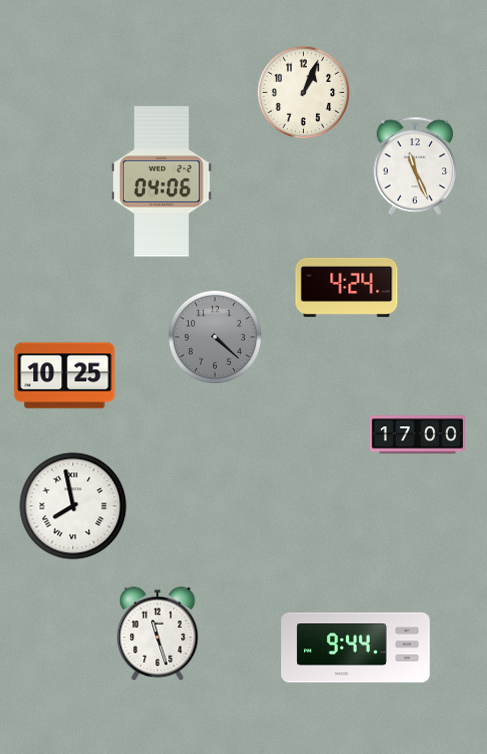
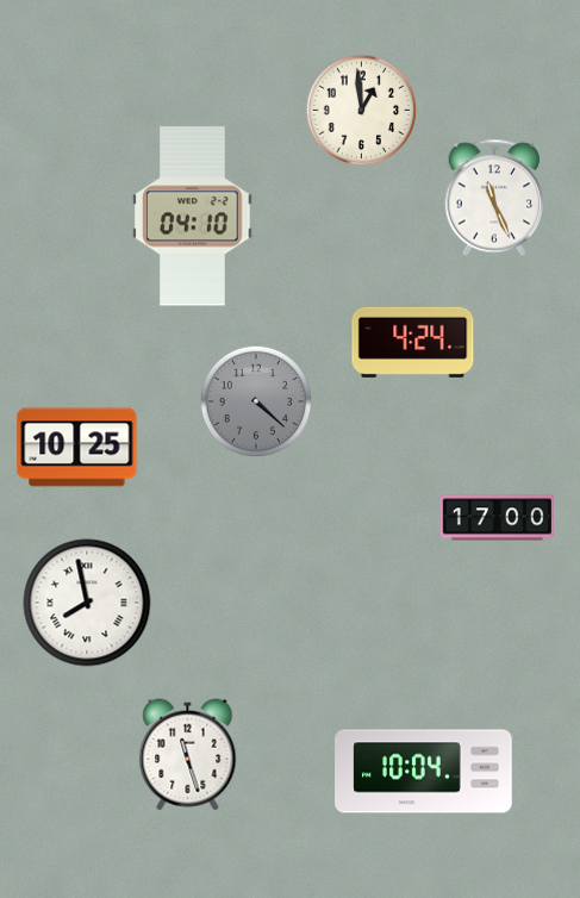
clock at (304, 93): 1:04 -> 12:59
clock at (162, 182): 04:06 -> 04:10
clock at (356, 648): 9:44 -> 10:04
